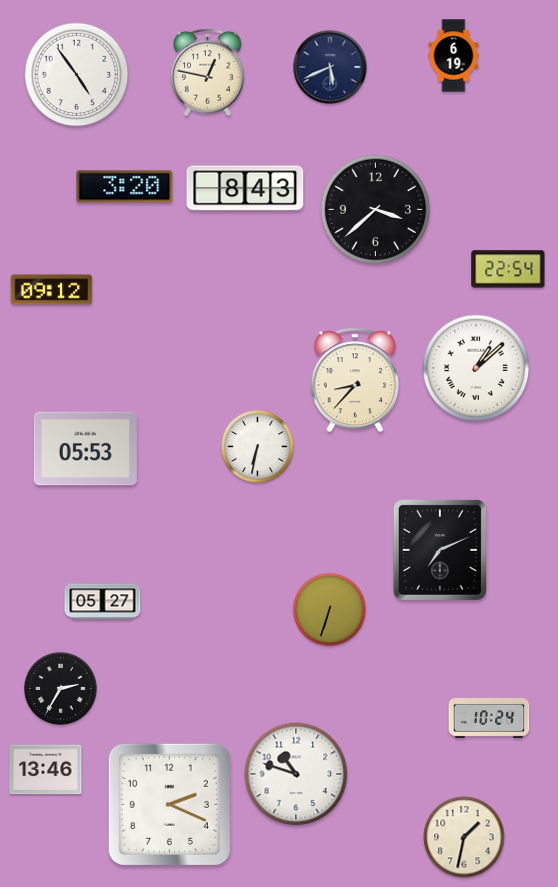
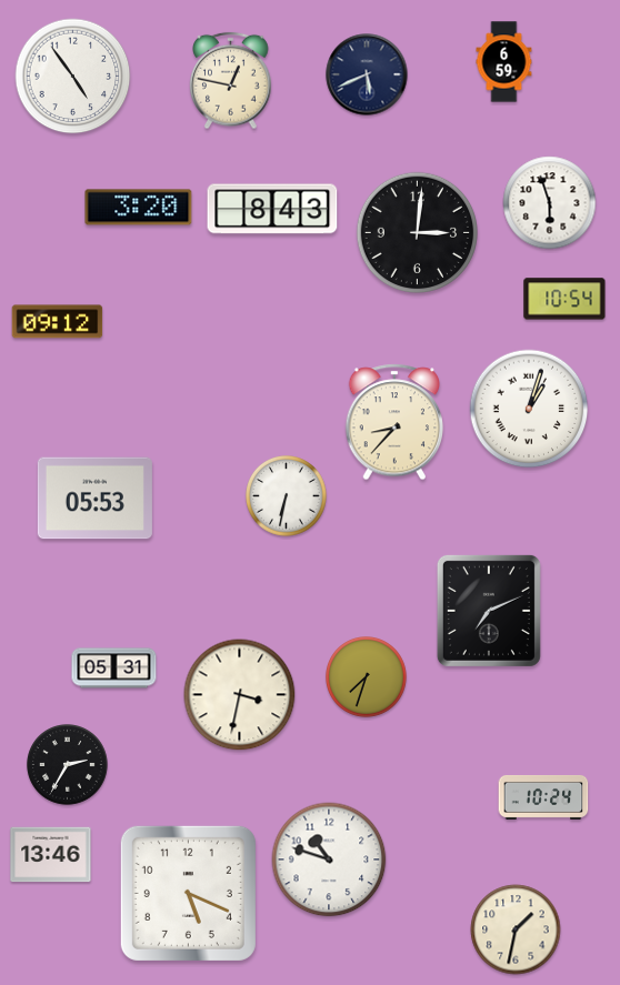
clock at (454, 56): 6:19 -> 6:59
clock at (77, 75) position: (77, 75) -> (73, 77)
clock at (550, 203): none -> 5:57
clock at (375, 209): 3:38 -> 3:01
clock at (508, 269): 22:54 -> 10:54
clock at (476, 368): 1:08 -> 1:03
clock at (103, 602): 05:27 -> 05:31
clock at (330, 610): 6:33 -> 7:33
clock at (240, 695): none -> 3:32
clock at (169, 804): 2:19 -> 5:19
